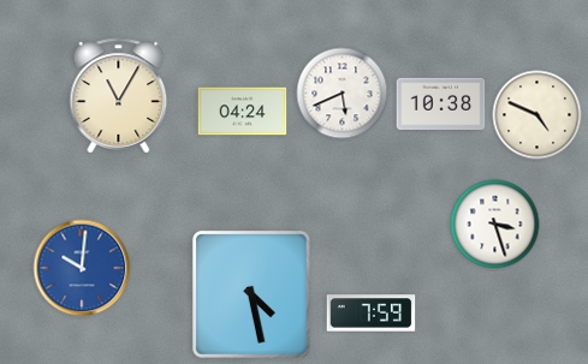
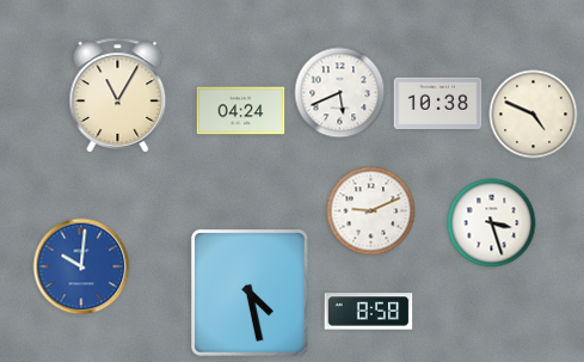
clock at (371, 211): none -> 9:11
clock at (372, 314): 7:59 -> 8:58
